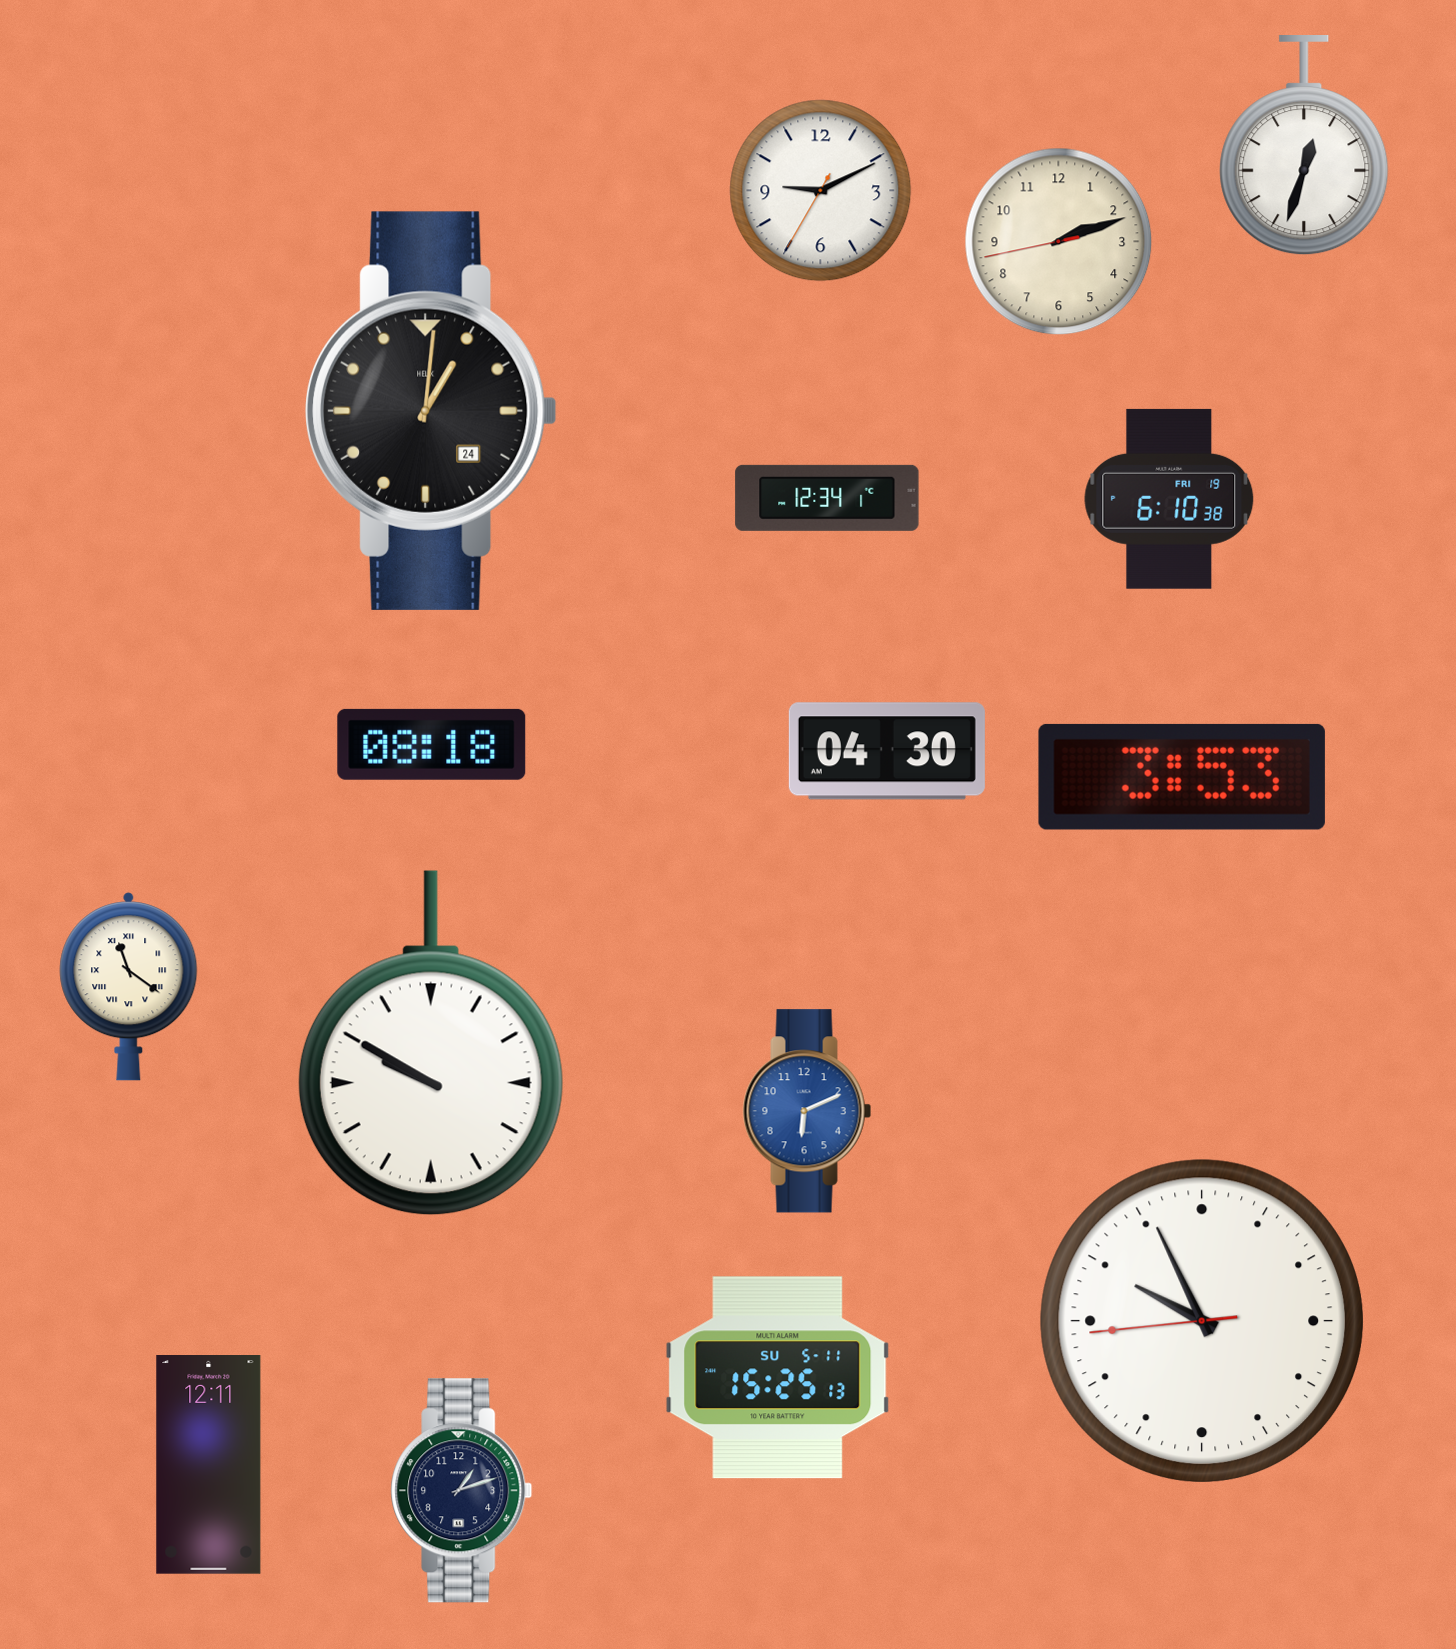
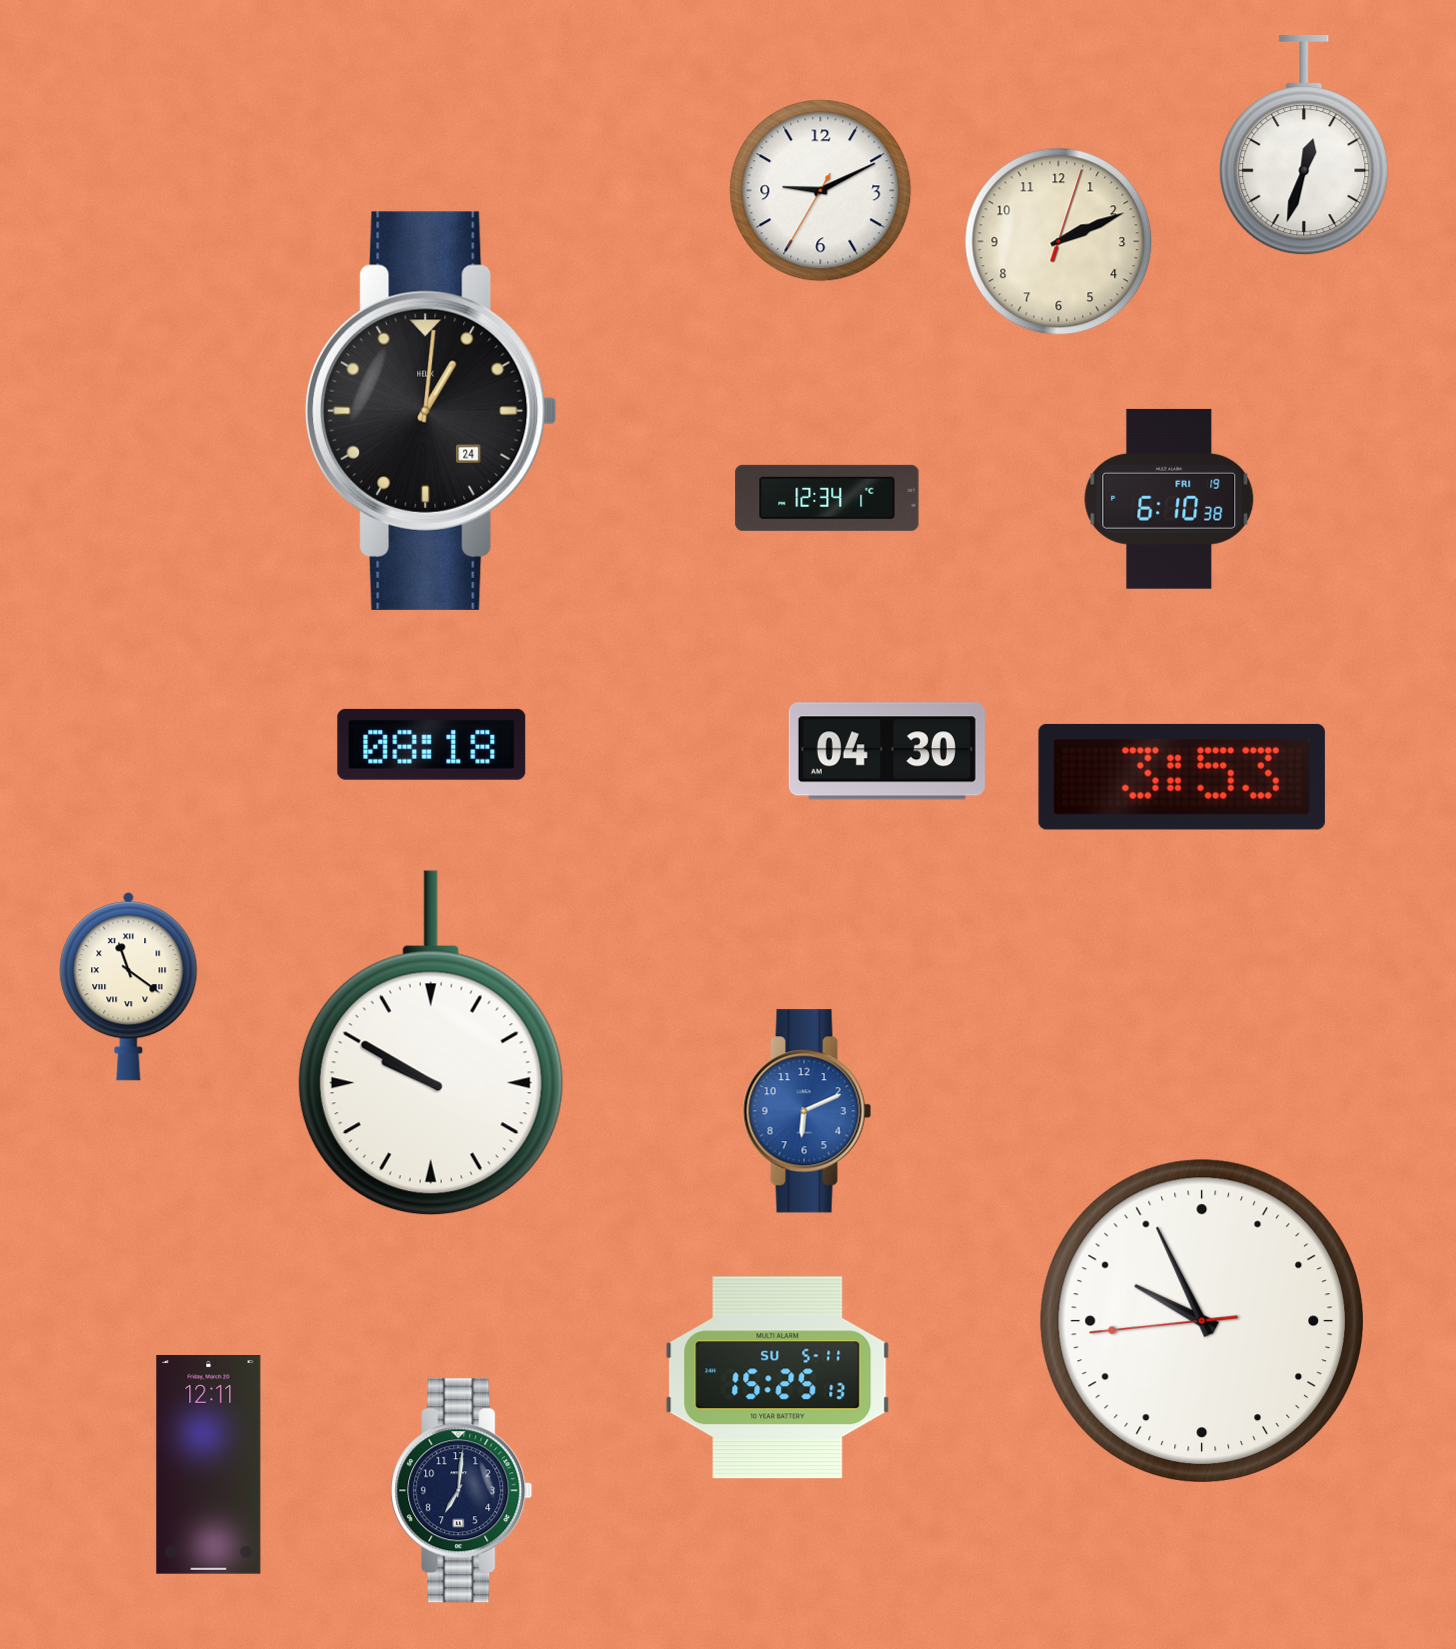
clock at (1059, 242): 2:11:43 -> 2:11:03
clock at (462, 1491): 1:12 -> 7:01
